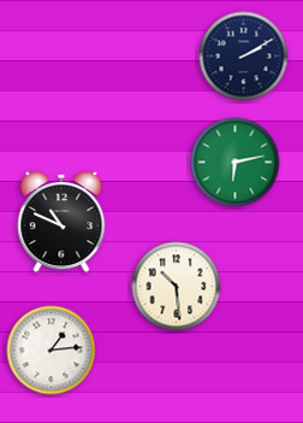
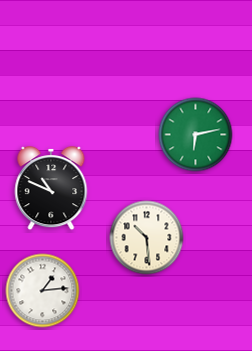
clock at (244, 57): 2:10 -> none
clock at (61, 223) position: (61, 223) -> (51, 189)
